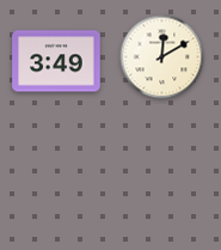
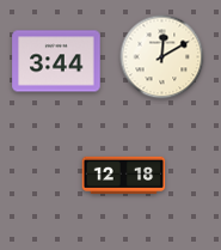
clock at (56, 61): 3:49 -> 3:44
clock at (124, 175): none -> 12:18
